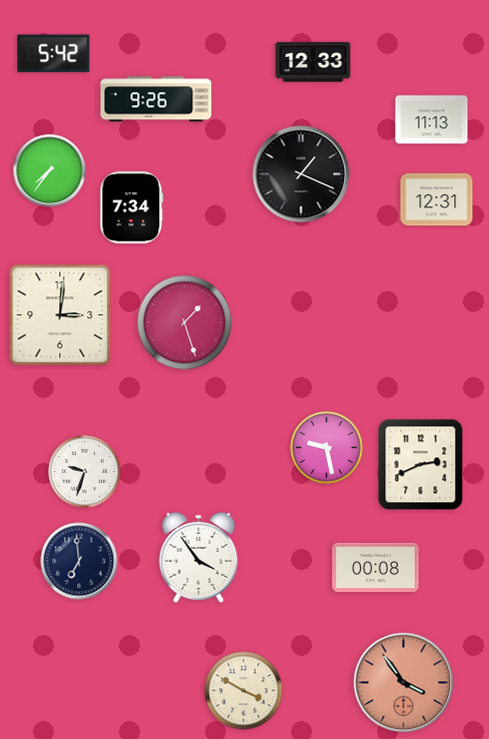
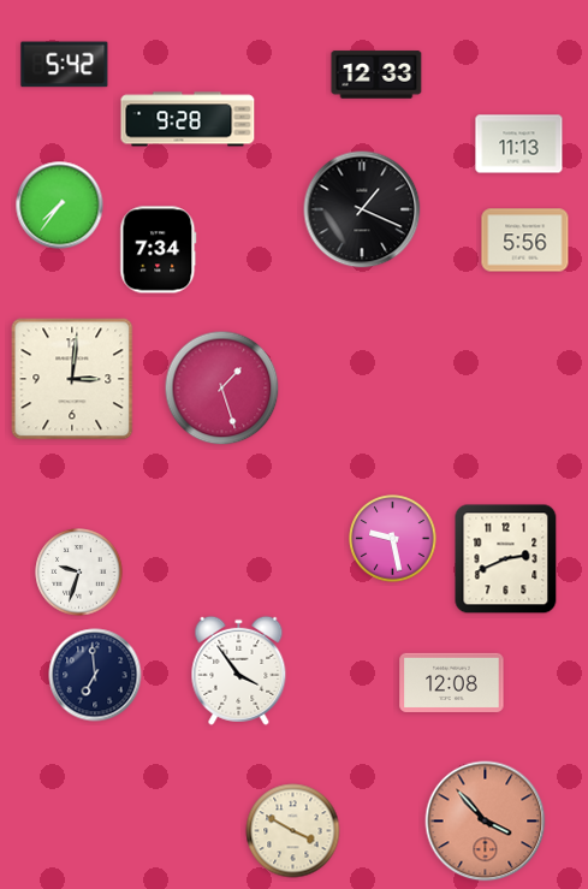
clock at (156, 99): 9:26 -> 9:28
clock at (437, 200): 12:31 -> 5:56
clock at (85, 472) position: (85, 472) -> (79, 573)
clock at (376, 567): 00:08 -> 12:08
clock at (404, 683): 3:54 -> 3:53
